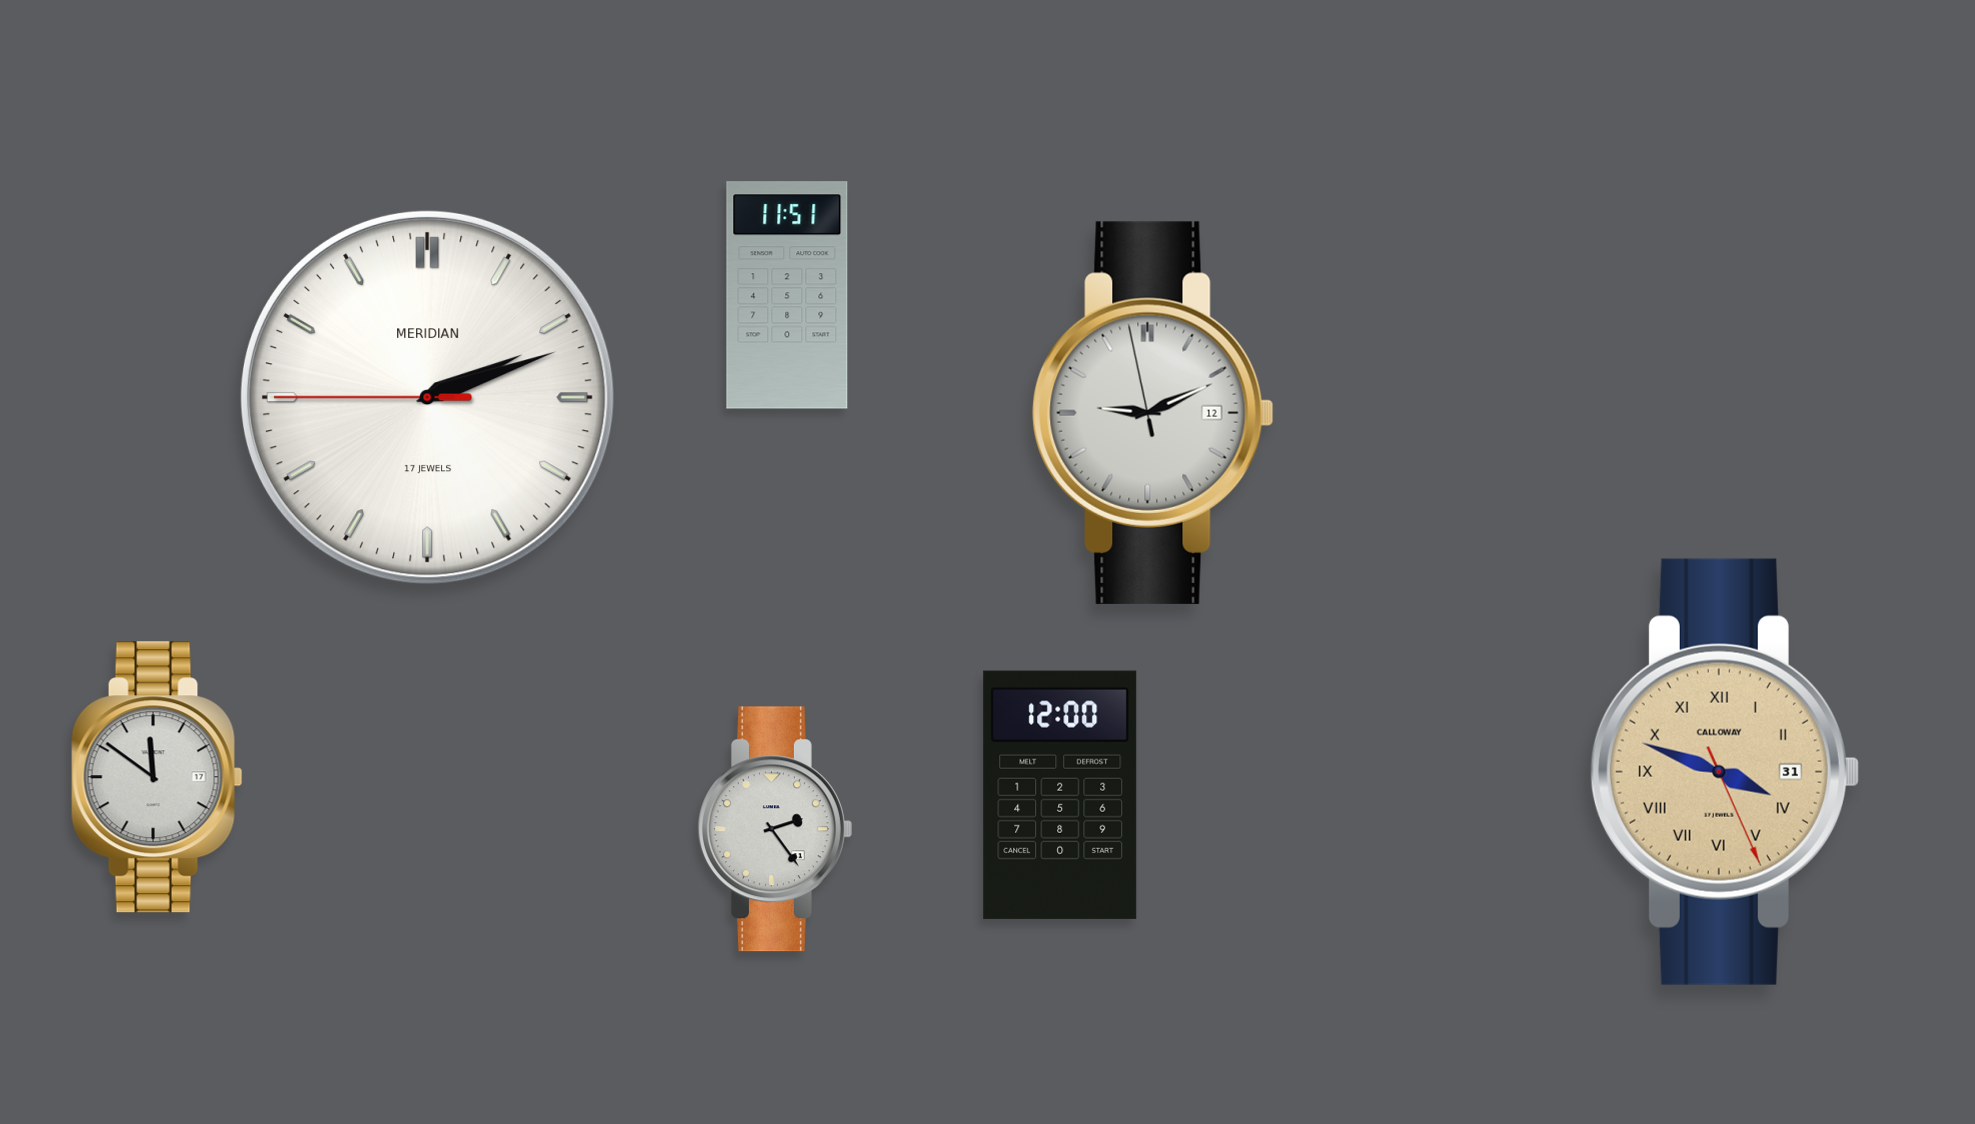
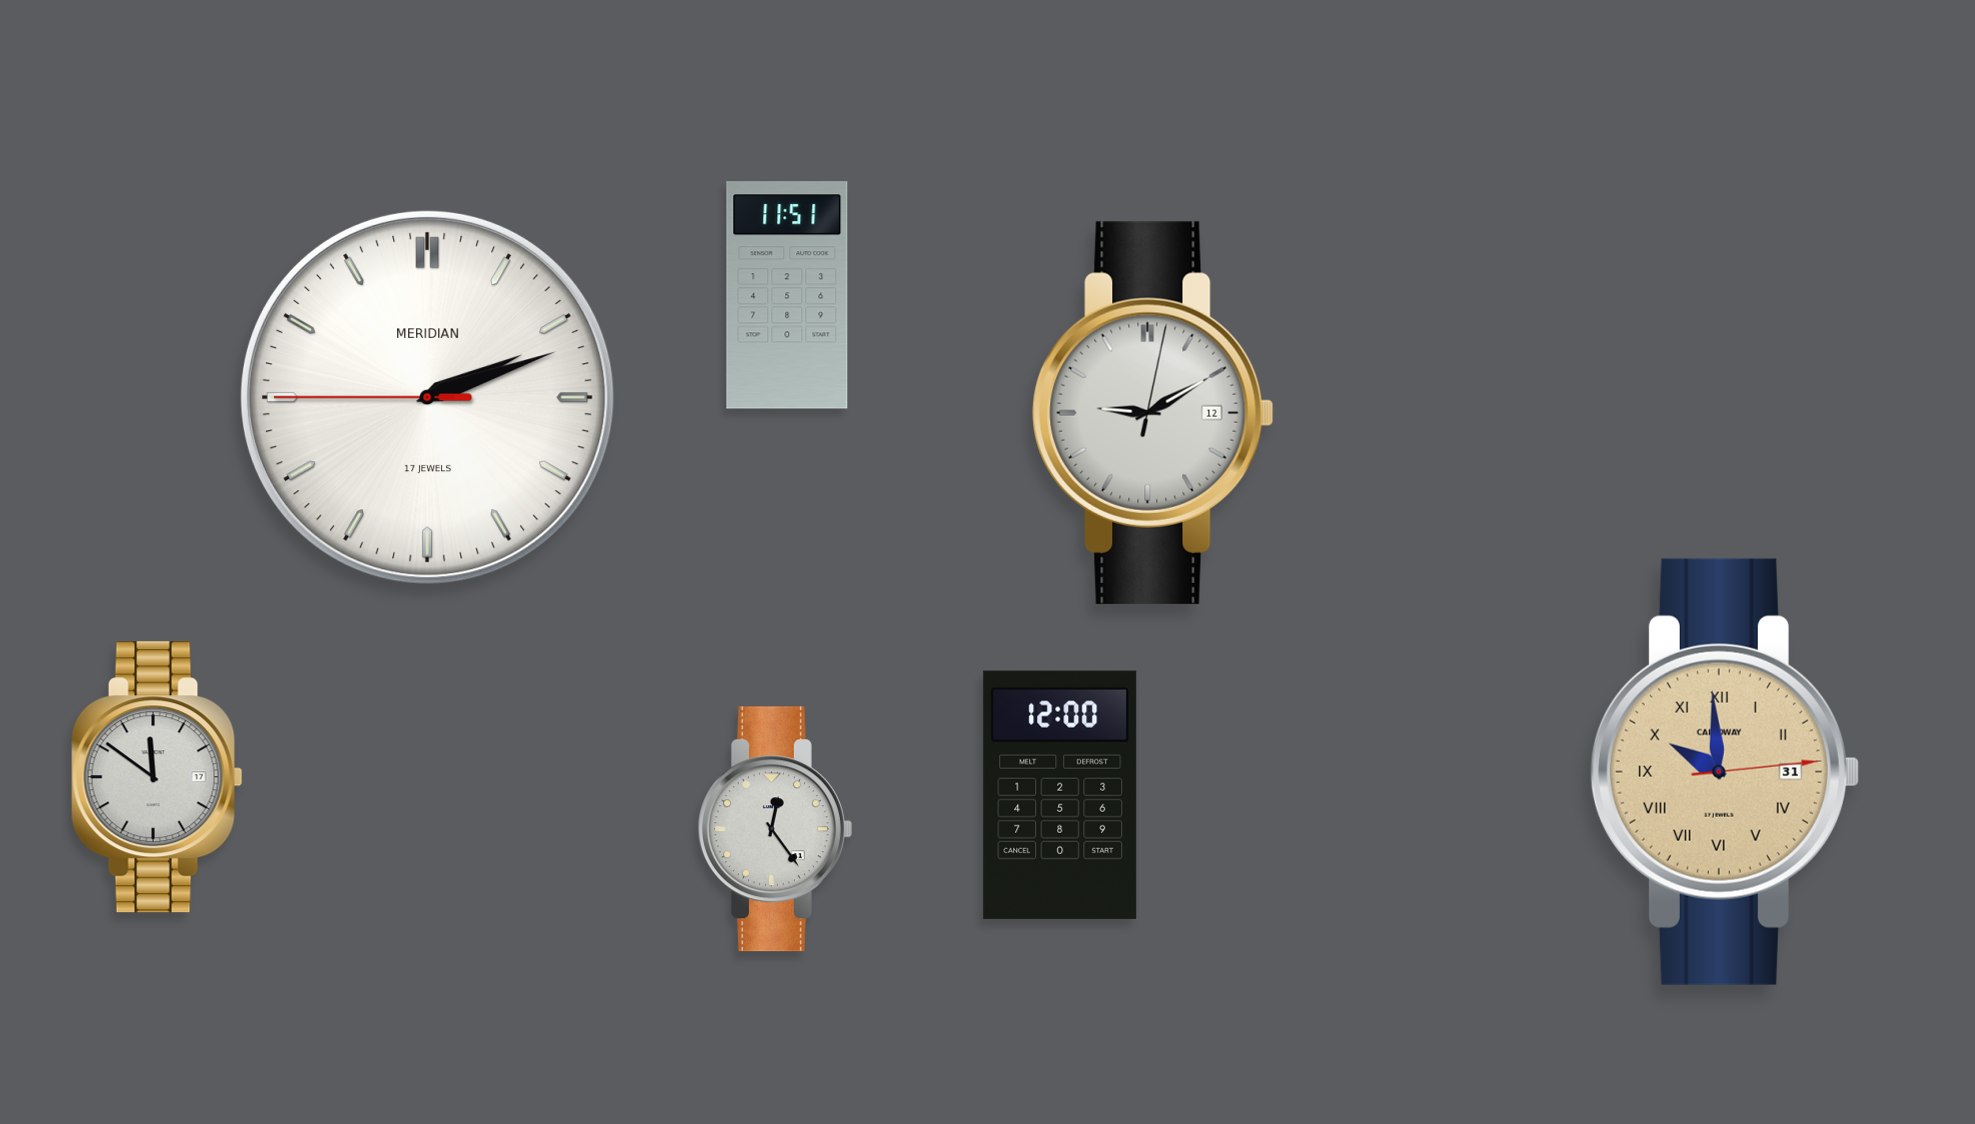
clock at (1153, 413): 9:10:58 -> 9:10:02
clock at (1724, 772): 3:48 -> 9:59
clock at (774, 829): 2:24 -> 12:24
